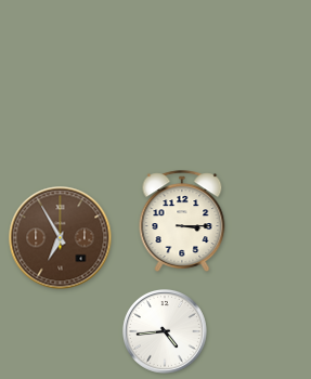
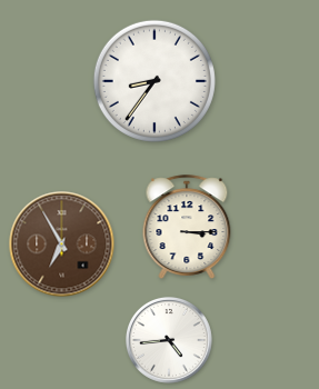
clock at (154, 81): none -> 8:36
